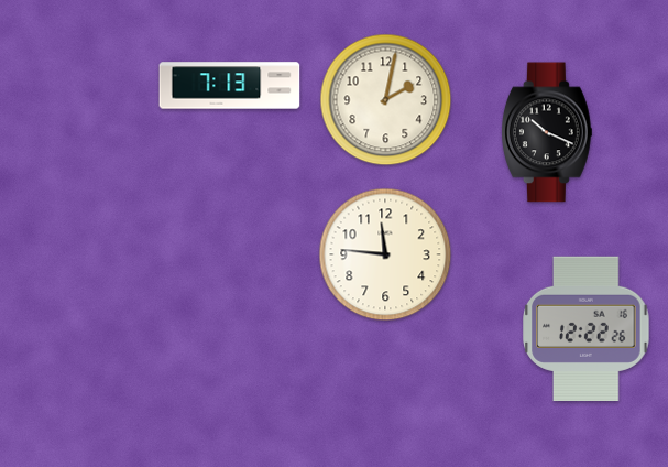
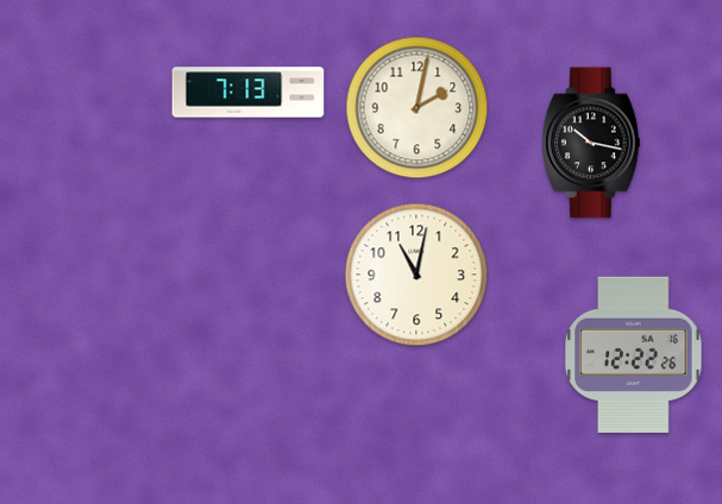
clock at (548, 132): 10:19 -> 10:17
clock at (385, 254): 11:46 -> 11:02
